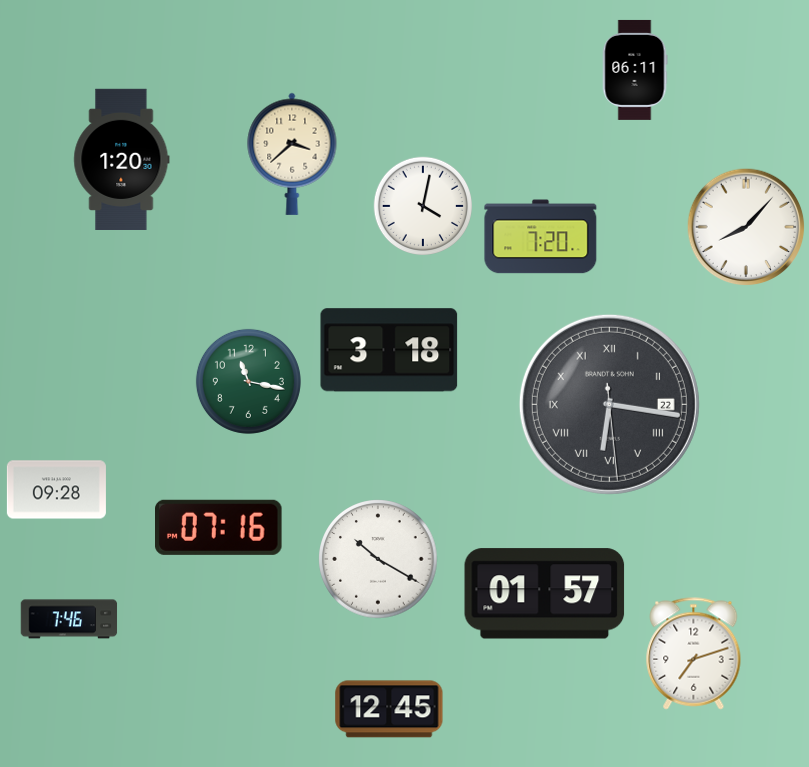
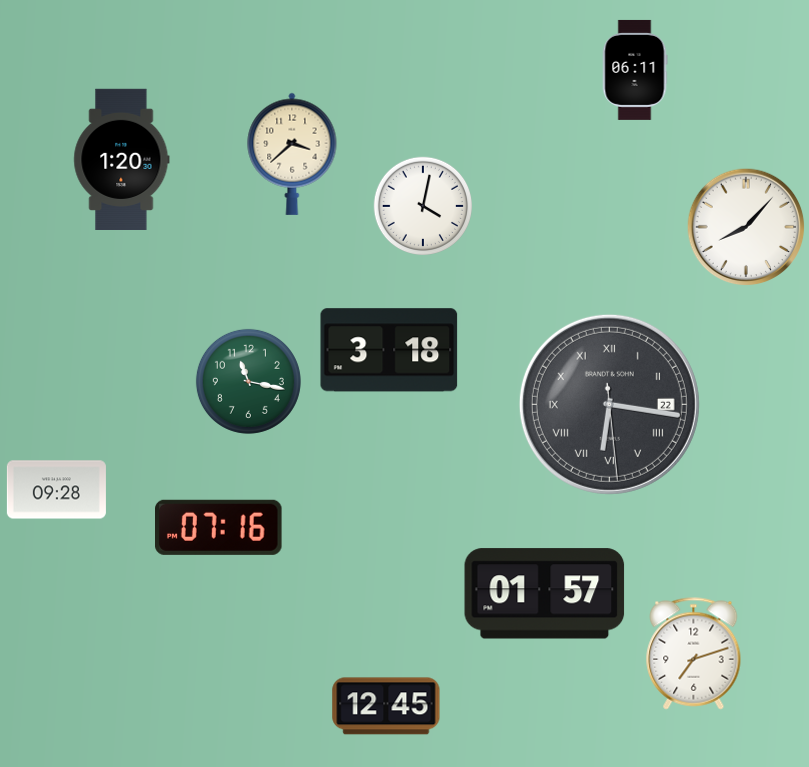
clock at (541, 237): 7:20 -> none
clock at (378, 559): 10:20 -> none
clock at (69, 619): 7:46 -> none
clock at (389, 709) position: (389, 709) -> (386, 706)
